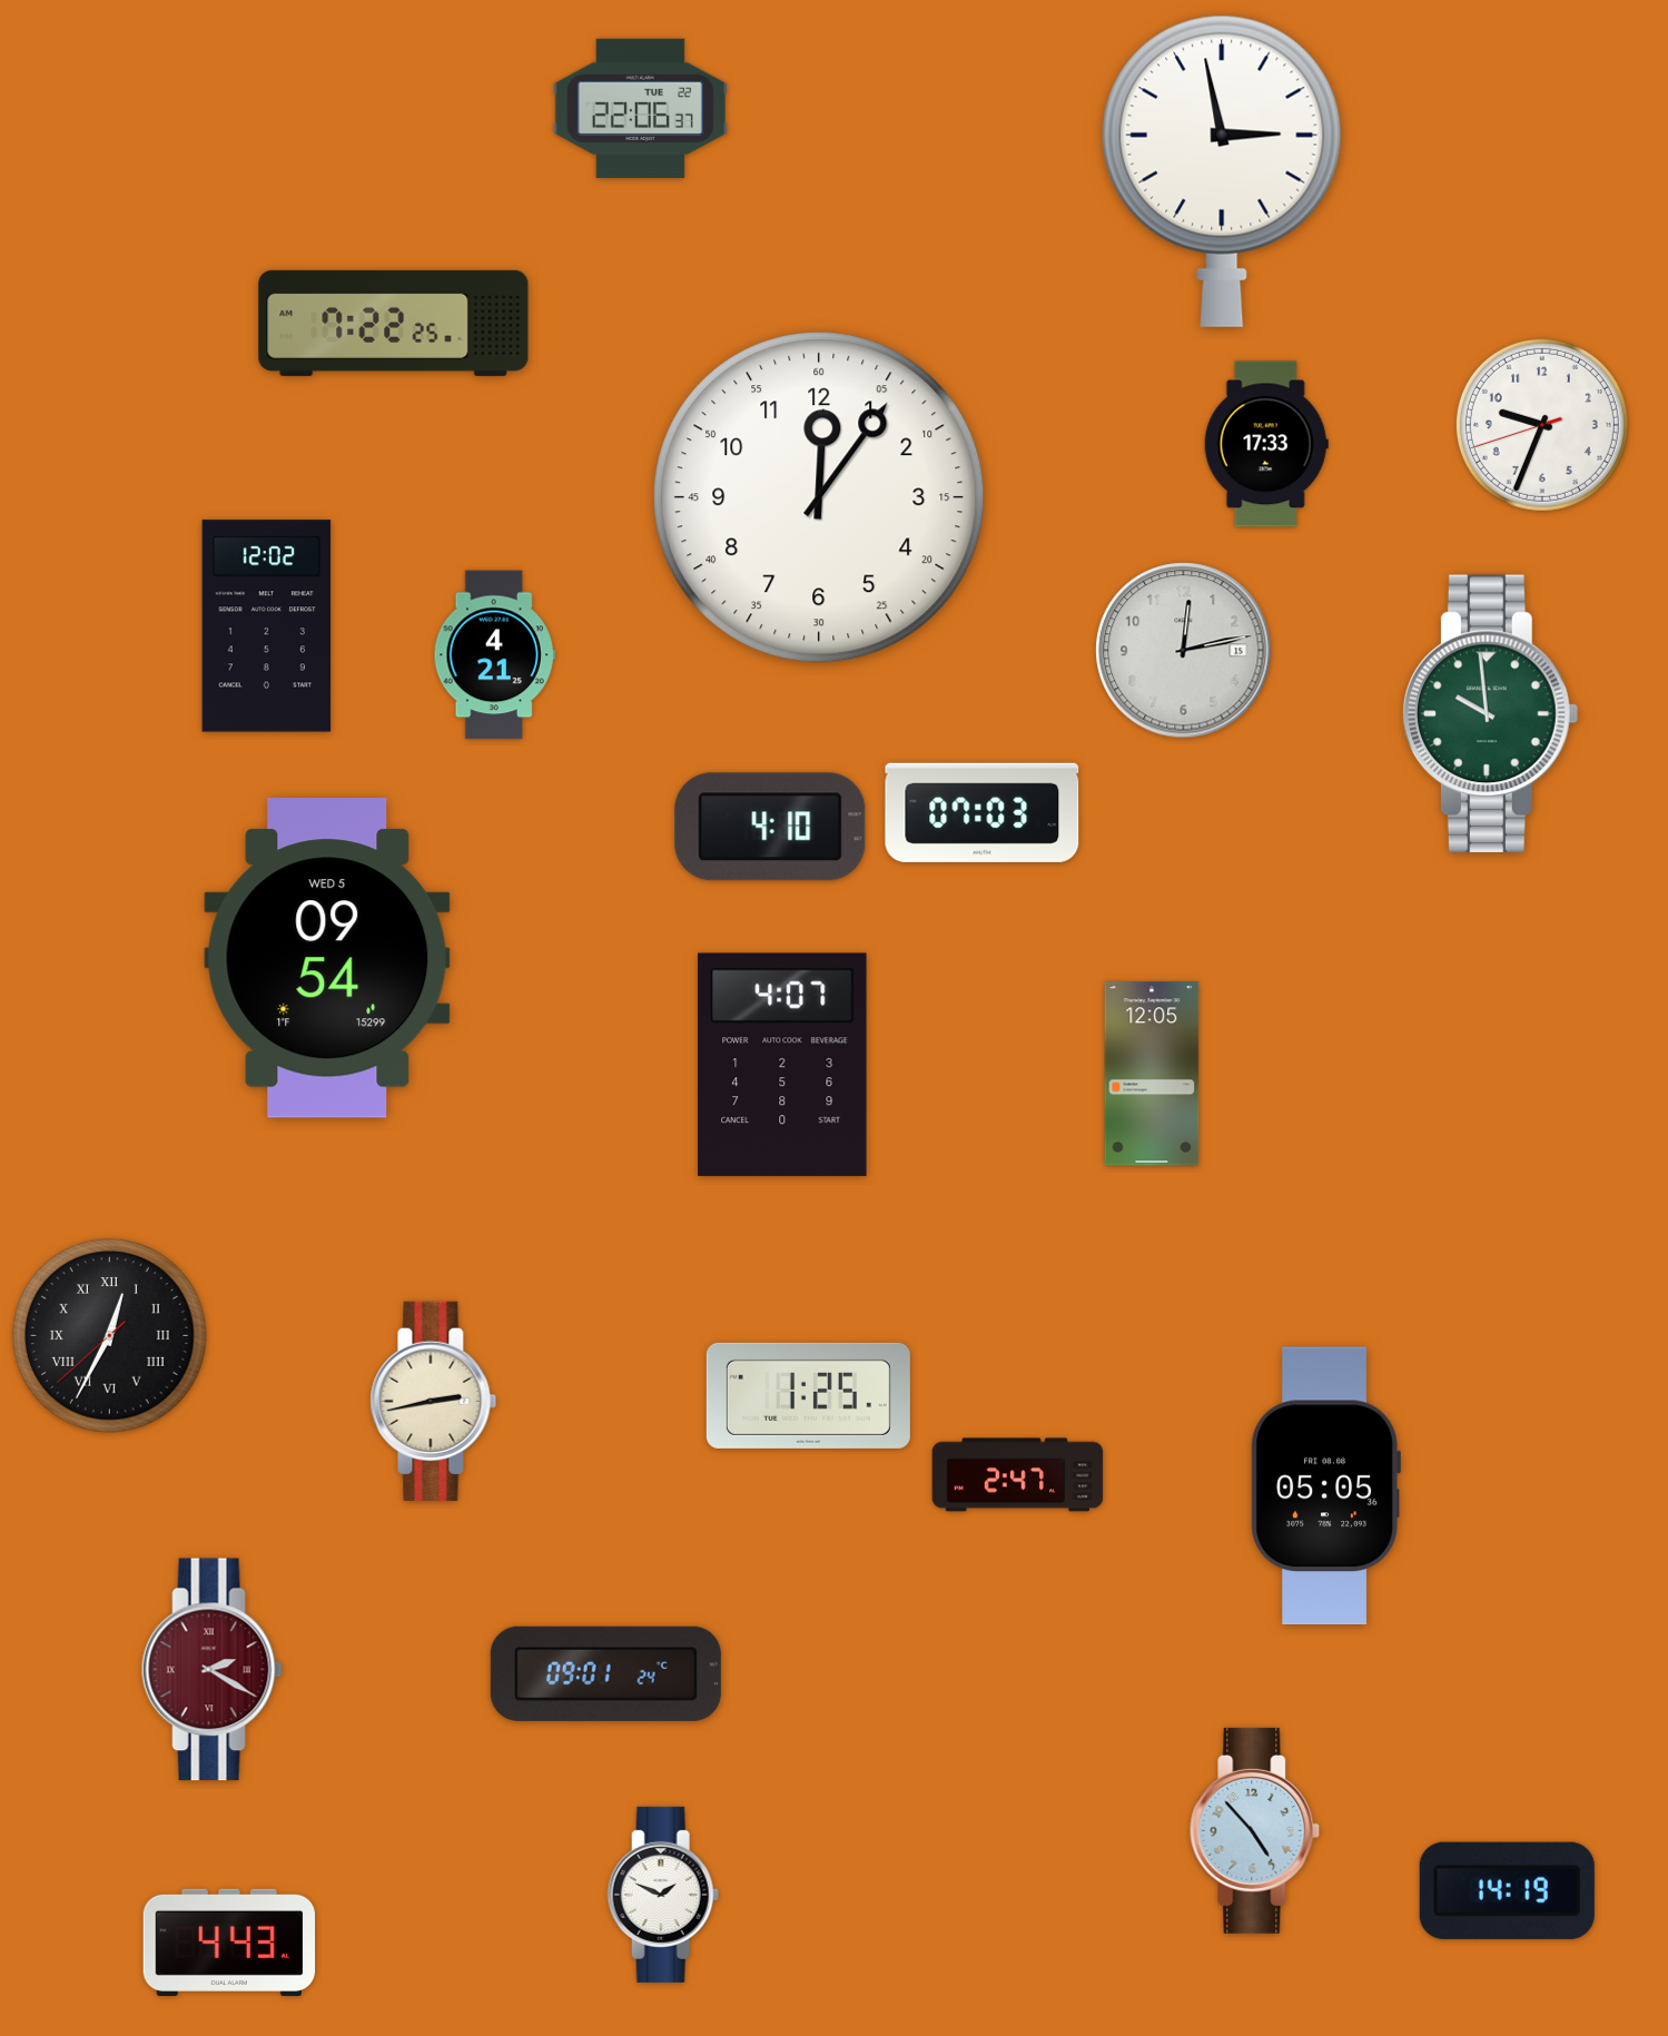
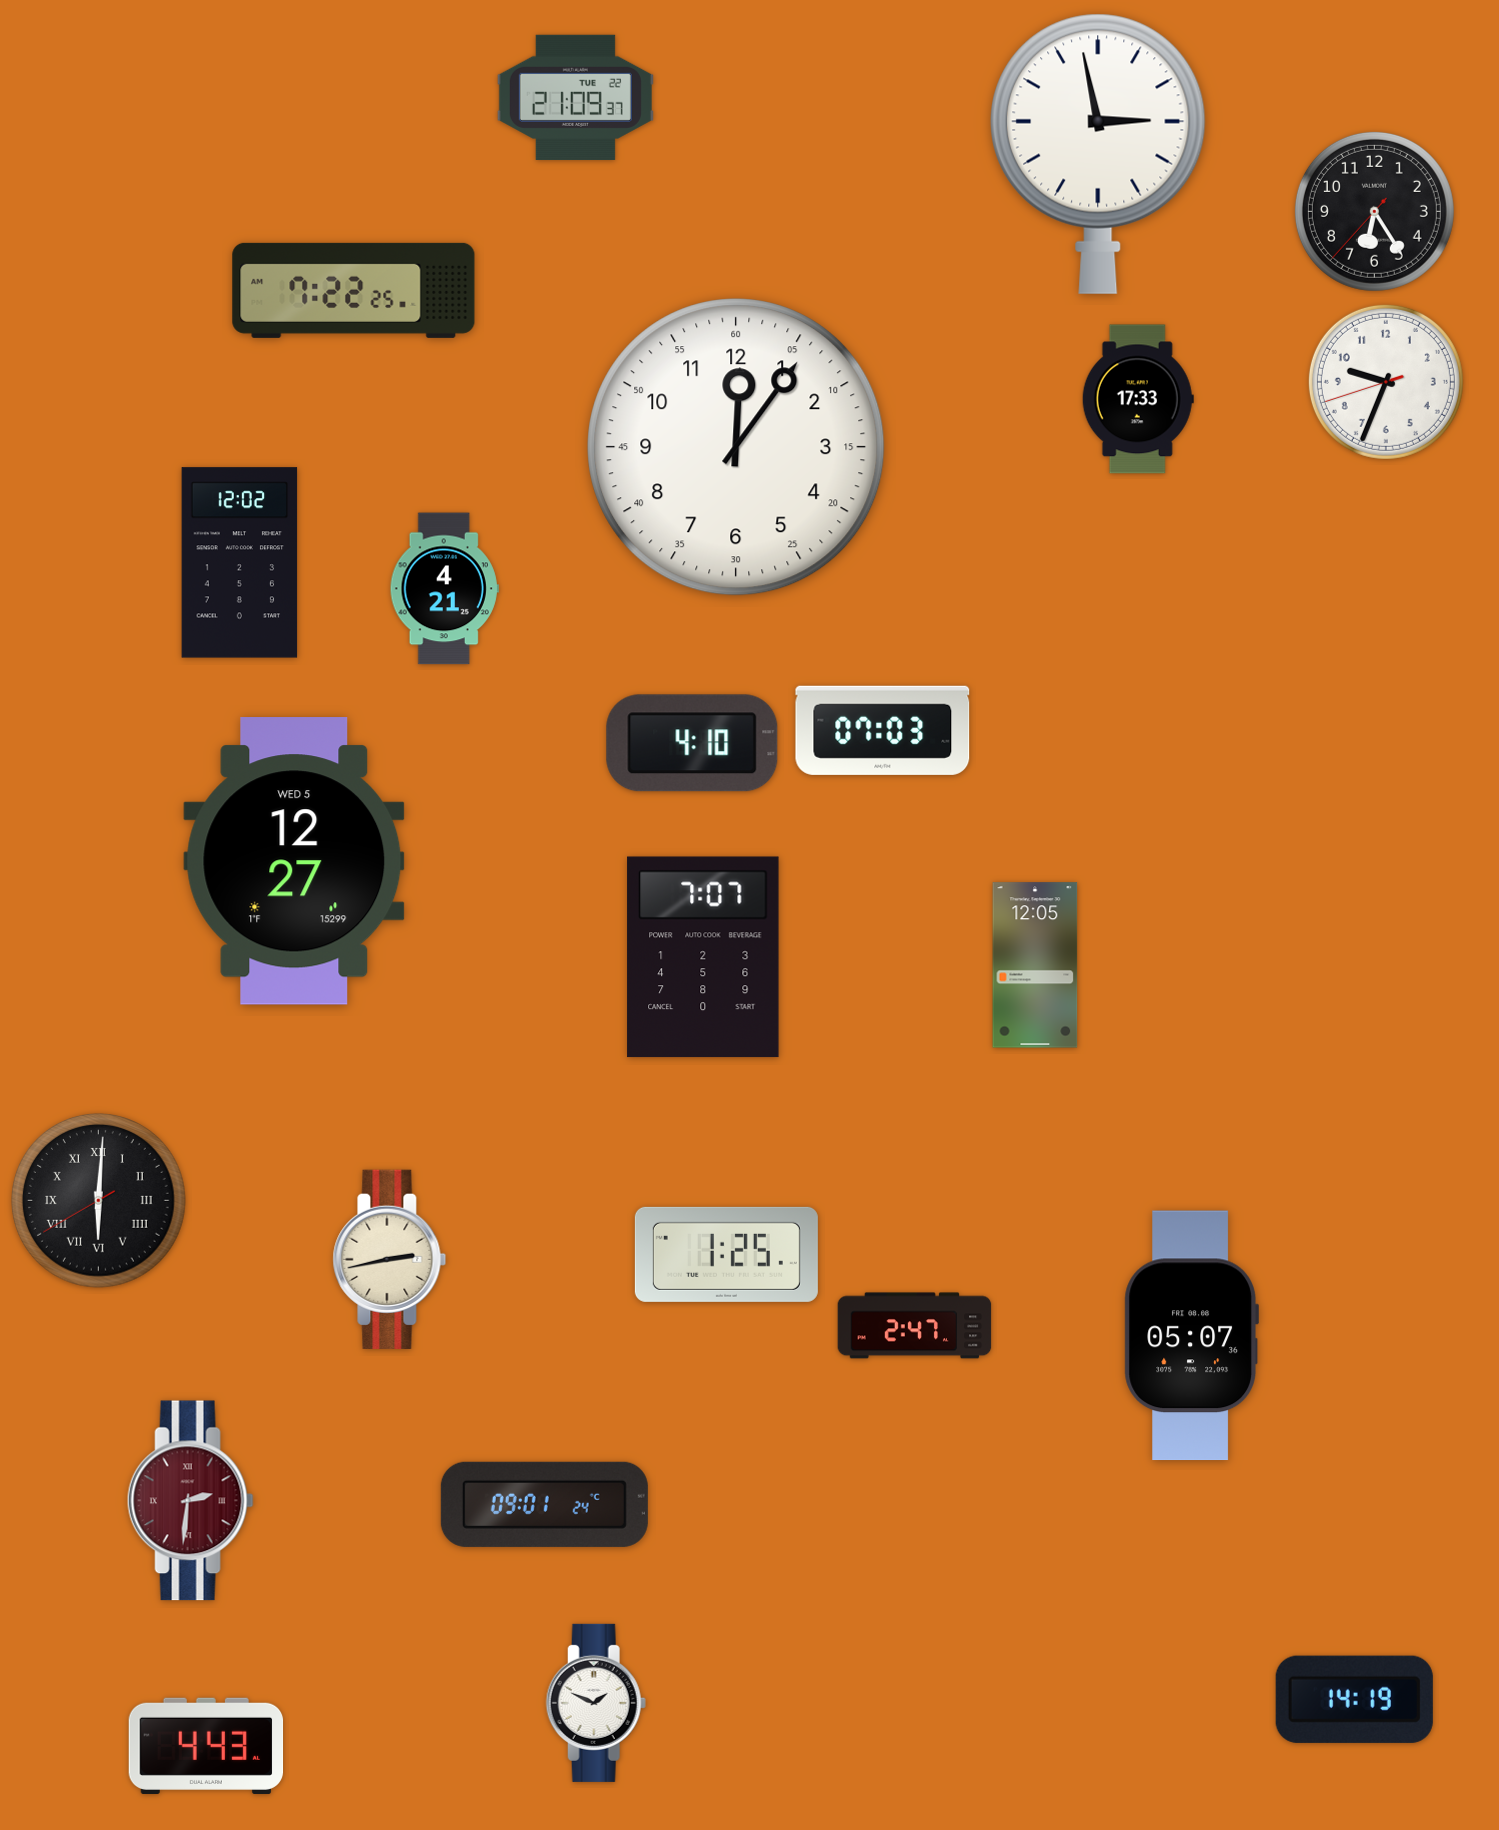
clock at (640, 108): 22:06 -> 21:09
clock at (1374, 211): none -> 6:24
clock at (1184, 651): 12:13 -> none
clock at (1491, 714): 9:59 -> none
clock at (327, 958): 09:54 -> 12:27
clock at (782, 1065): 4:07 -> 7:07
clock at (110, 1336): 12:34 -> 6:00
clock at (1325, 1486): 05:05 -> 05:07
clock at (211, 1670): 2:20 -> 2:31
clock at (1255, 1830): 4:53 -> none
